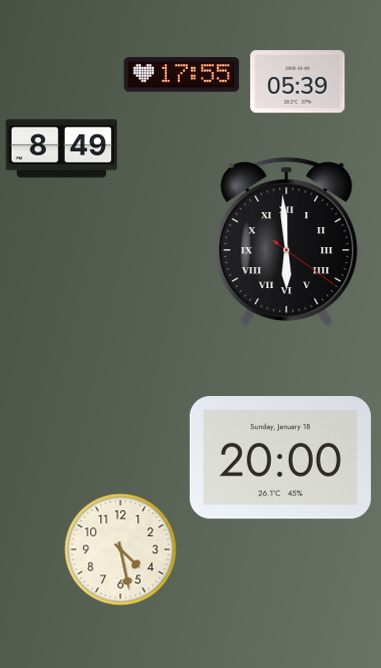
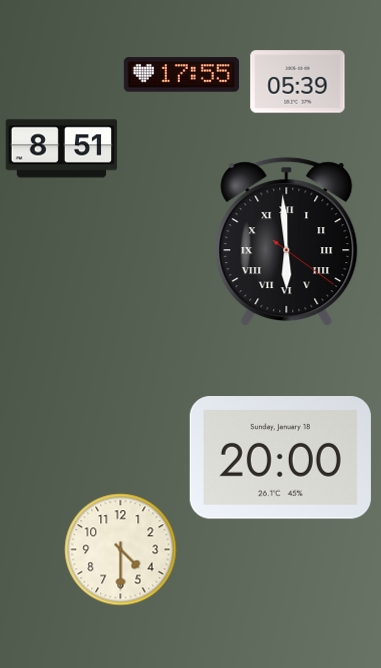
clock at (62, 149): 8:49 -> 8:51
clock at (121, 550): 4:28 -> 4:30
